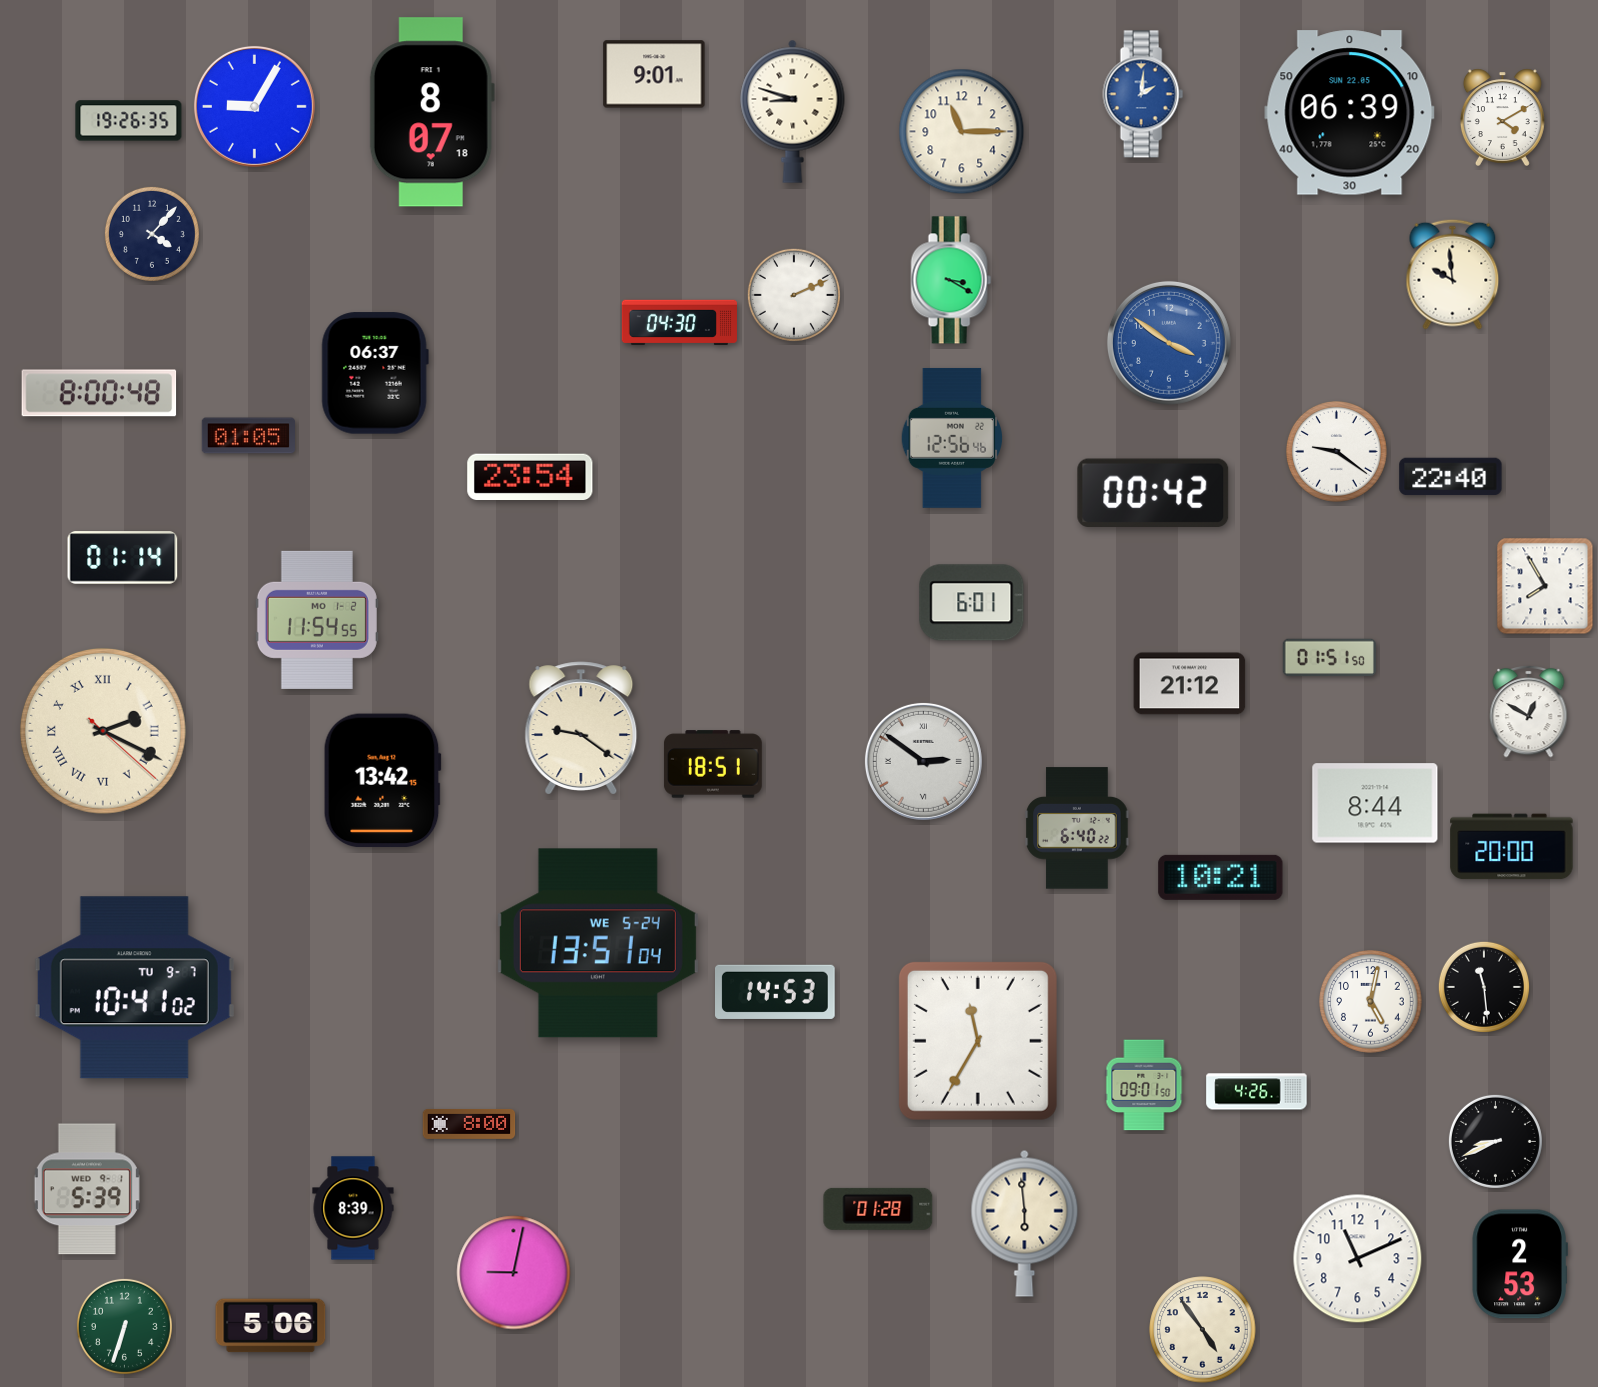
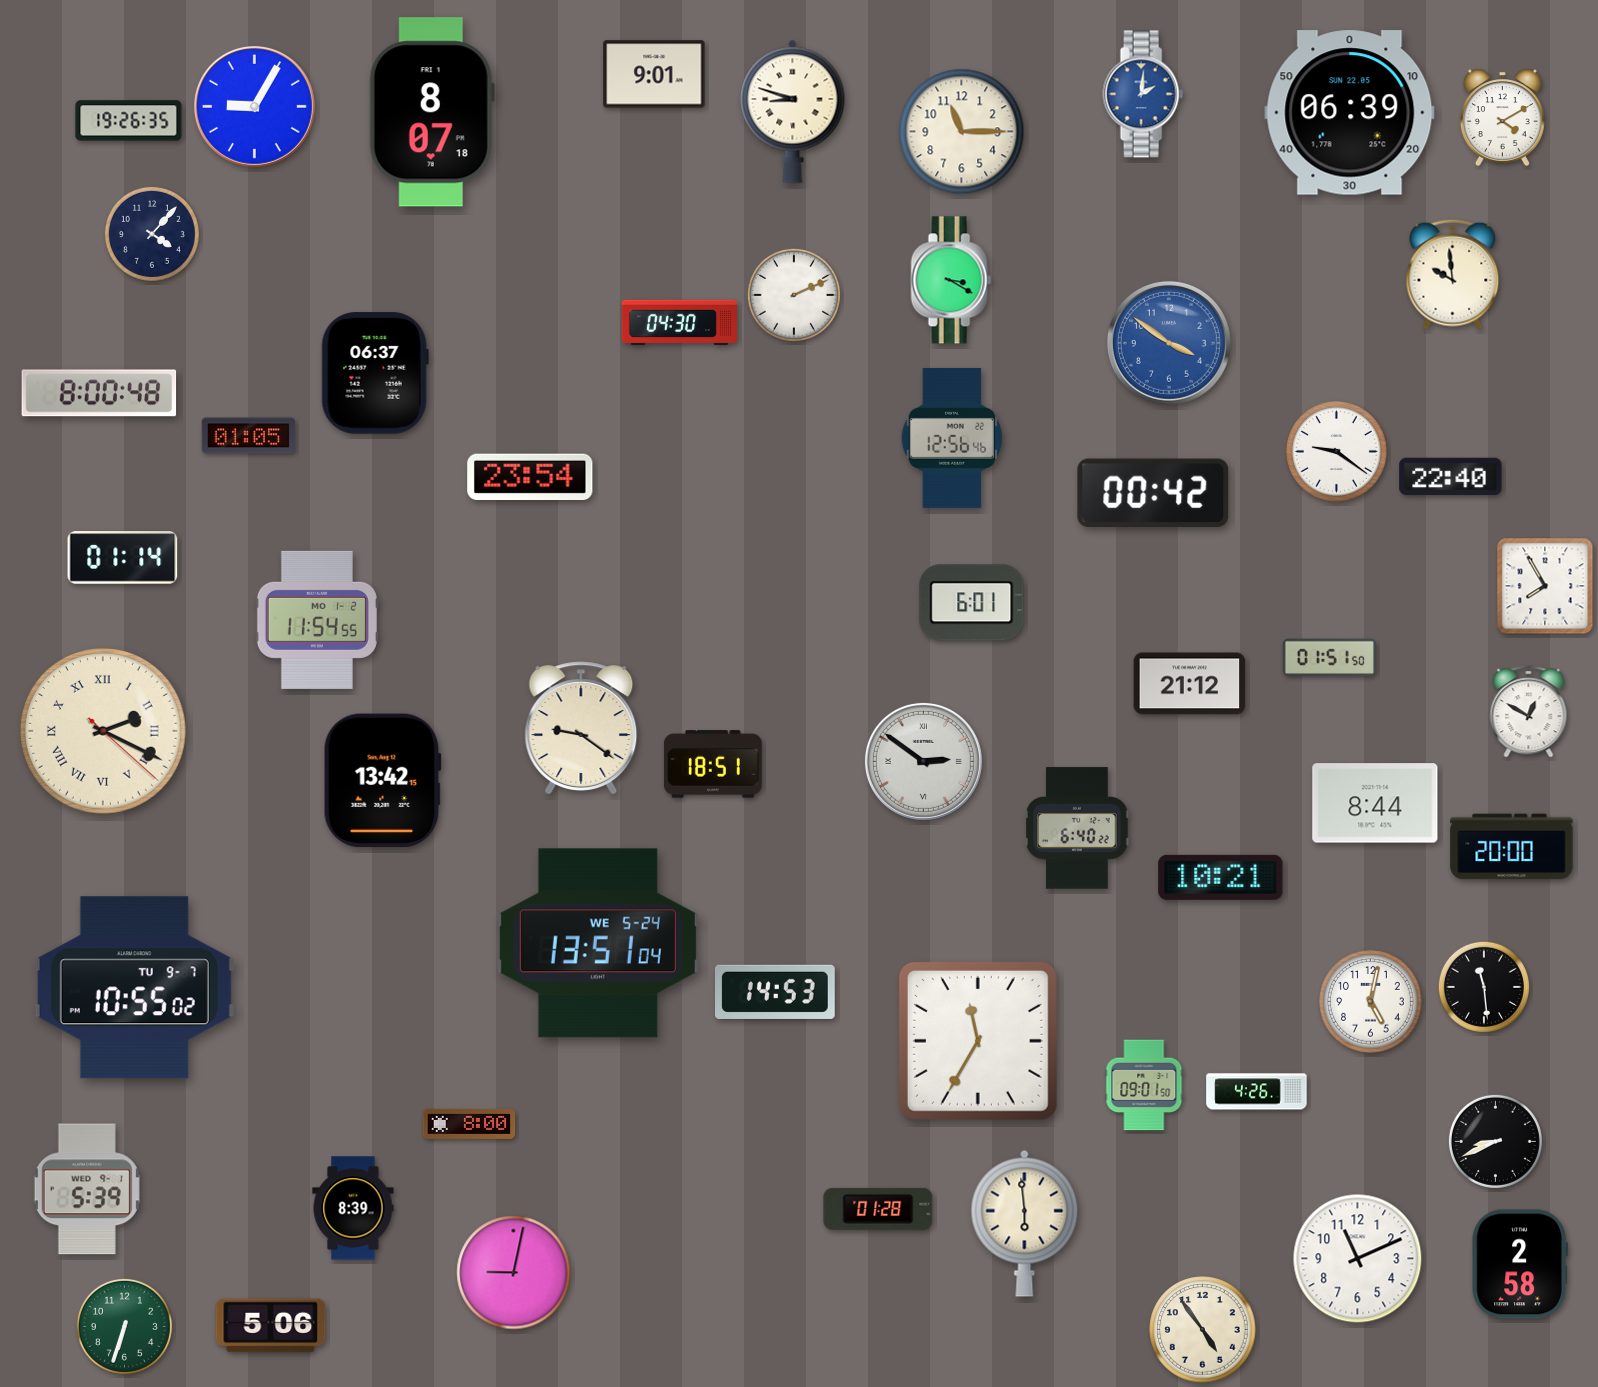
clock at (134, 988): 10:41 -> 10:55
clock at (1520, 1264): 2:53 -> 2:58
